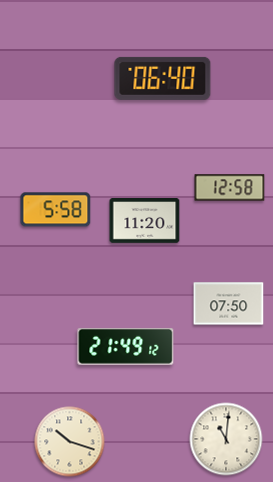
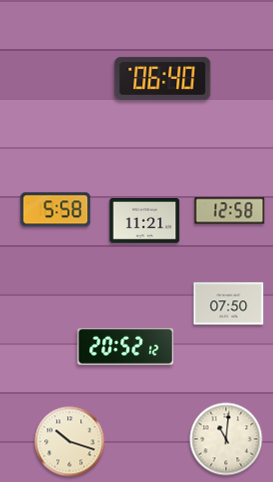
clock at (230, 188) position: (230, 188) -> (230, 211)
clock at (145, 221): 11:20 -> 11:21
clock at (126, 347): 21:49 -> 20:52
